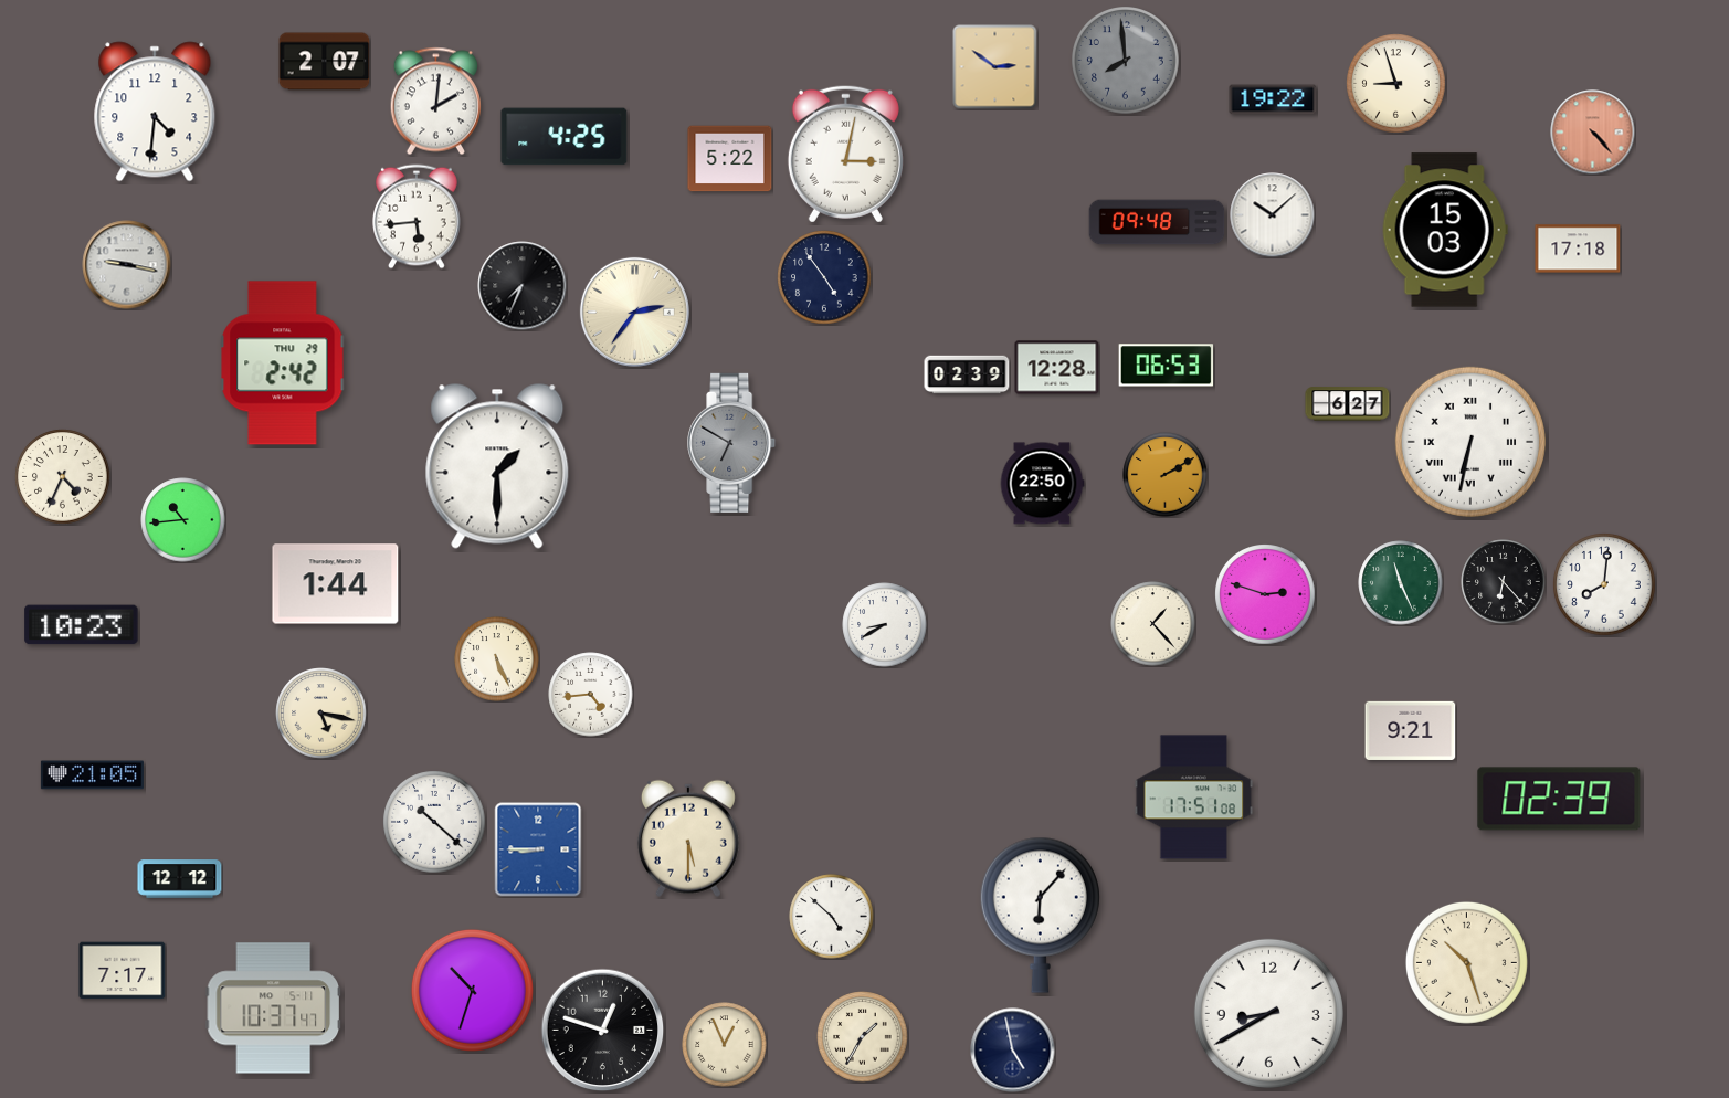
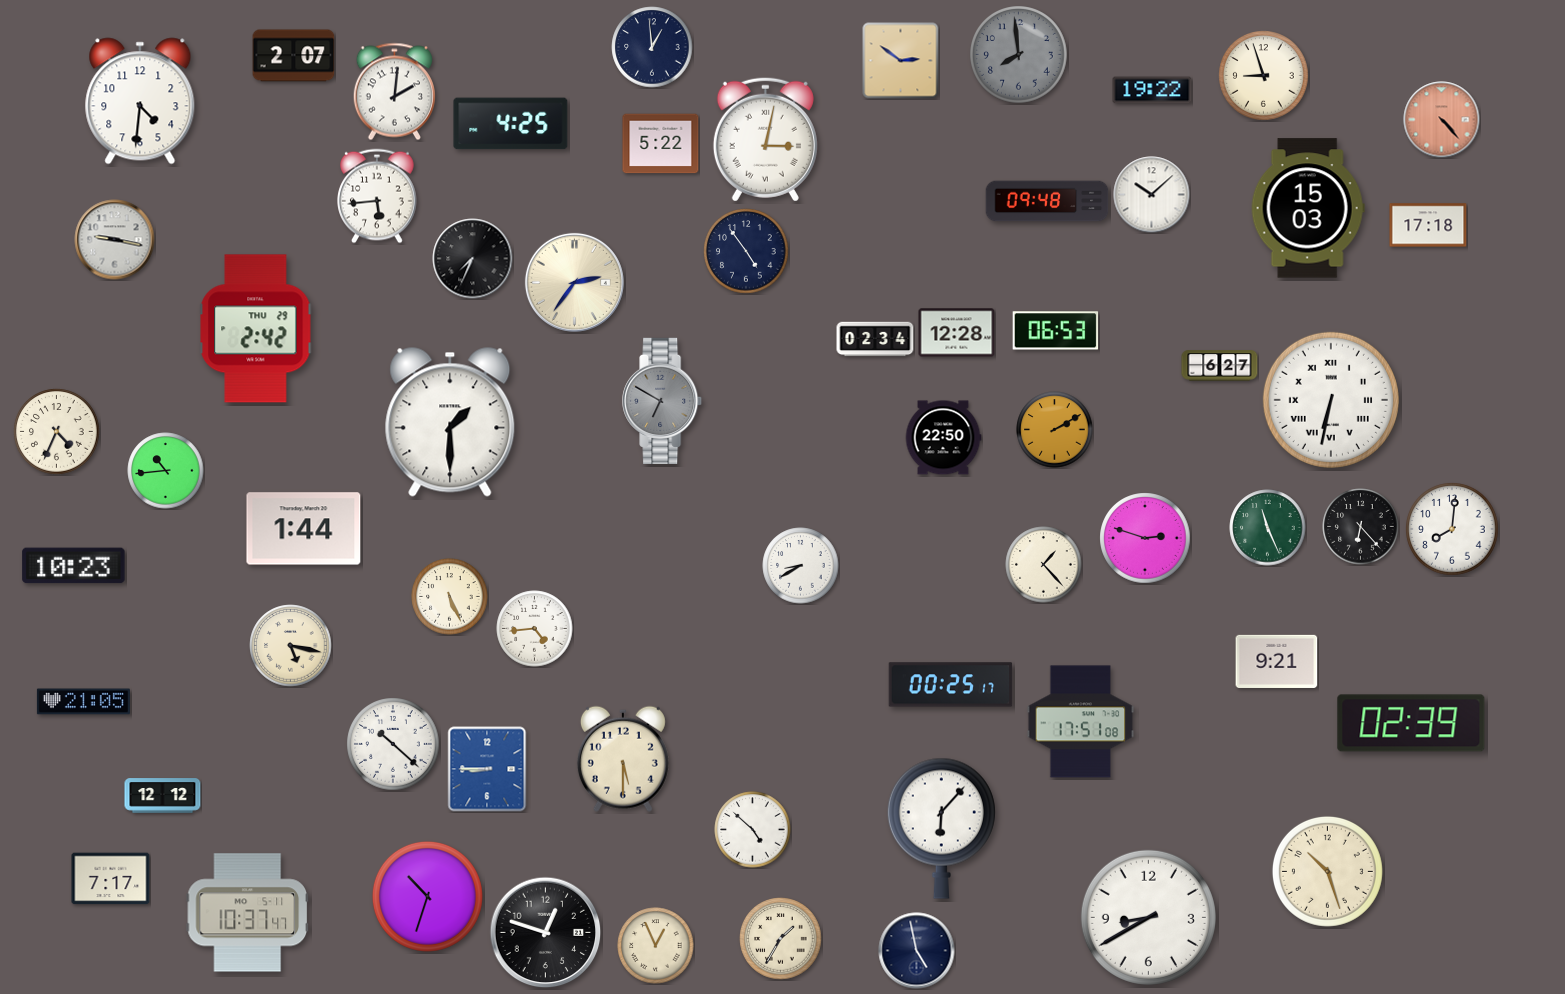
clock at (652, 47): none -> 12:59
clock at (967, 374): 02:39 -> 02:34
clock at (951, 685): none -> 00:25
